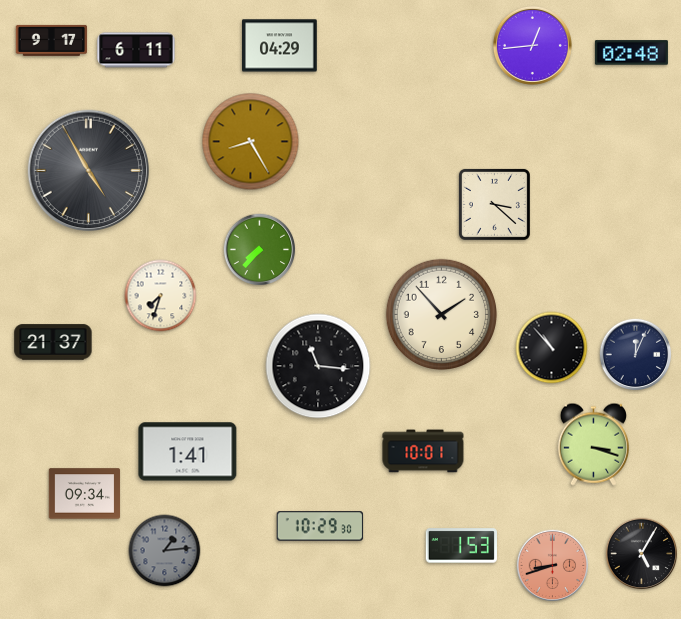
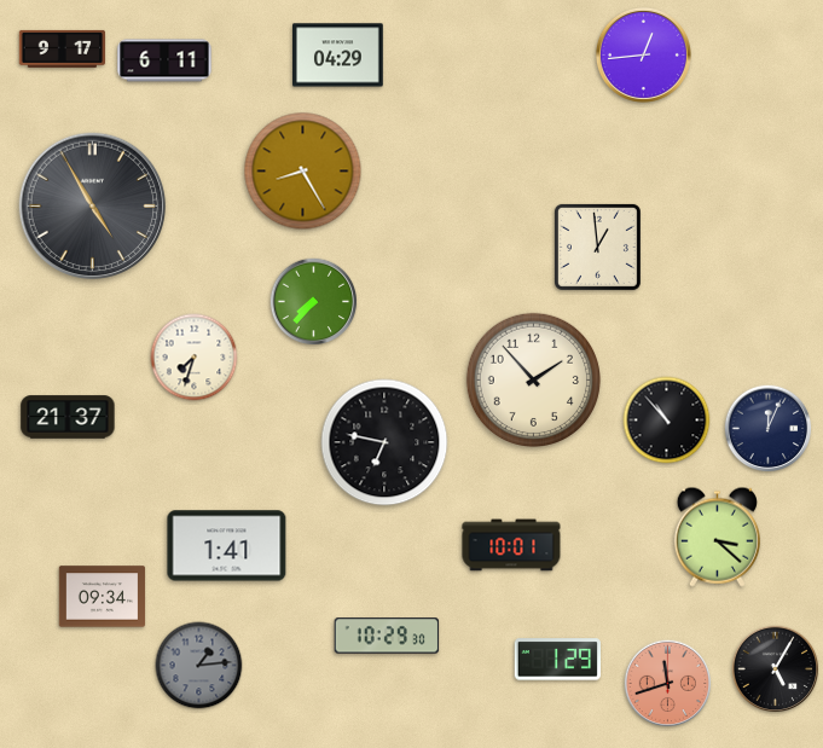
clock at (631, 53): 02:48 -> none
clock at (89, 171) position: (89, 171) -> (93, 207)
clock at (494, 204): 3:22 -> 12:59
clock at (53, 342) position: (53, 342) -> (68, 417)
clock at (318, 366): 11:16 -> 6:47
clock at (593, 444): 3:18 -> 3:22
clock at (461, 546): 1:53 -> 1:29
clock at (553, 566): 8:42 -> 11:42
